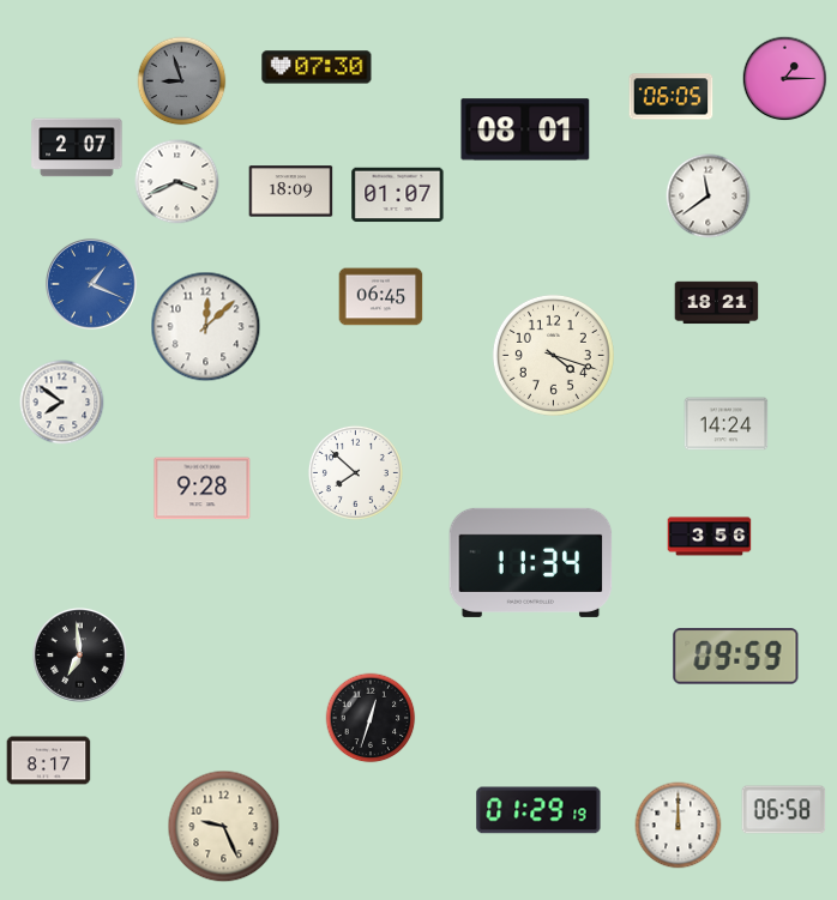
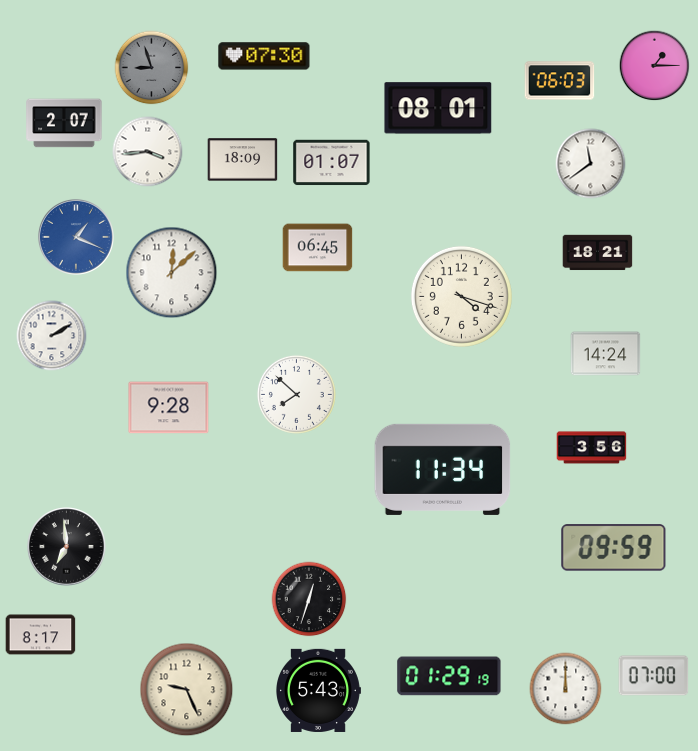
clock at (672, 97): 06:05 -> 06:03
clock at (177, 182): 3:41 -> 3:44
clock at (62, 403): 7:51 -> 2:10
clock at (784, 810): 06:58 -> 07:00
clock at (319, 690): none -> 5:43
